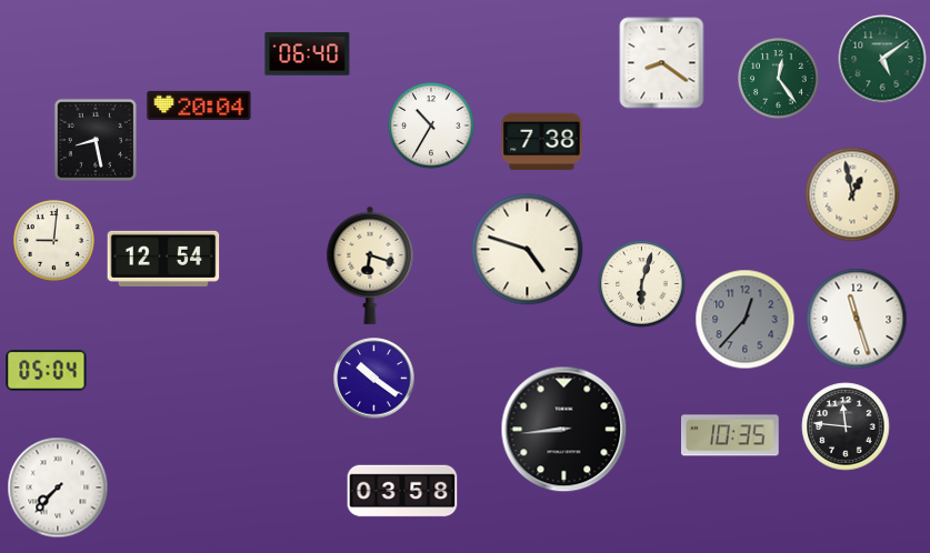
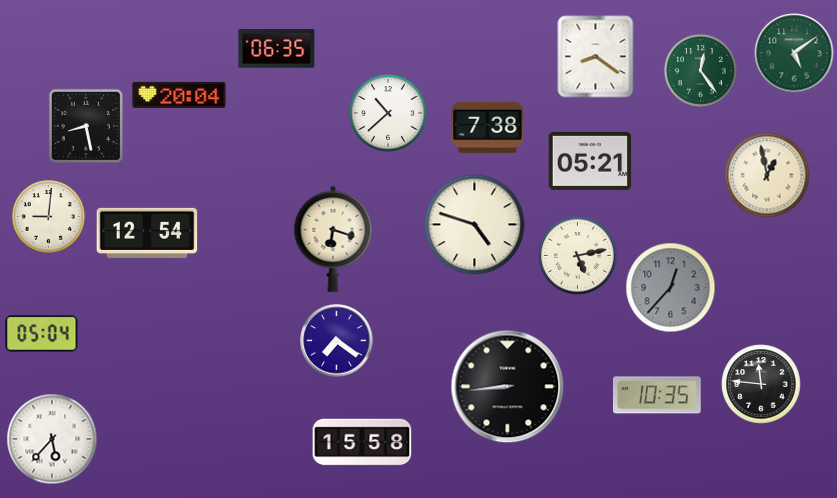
clock at (308, 54): 06:40 -> 06:35
clock at (431, 125): 10:35 -> 10:38
clock at (590, 161): none -> 05:21
clock at (642, 284): 6:03 -> 5:13
clock at (857, 319): 11:27 -> none
clock at (374, 379): 10:21 -> 7:21
clock at (731, 435) position: (731, 435) -> (658, 395)
clock at (58, 487): 7:37 -> 5:37
clock at (402, 491): 03:58 -> 15:58
